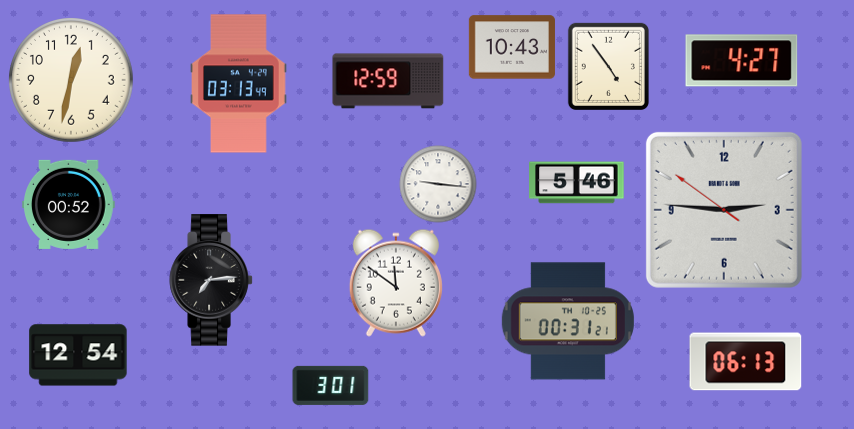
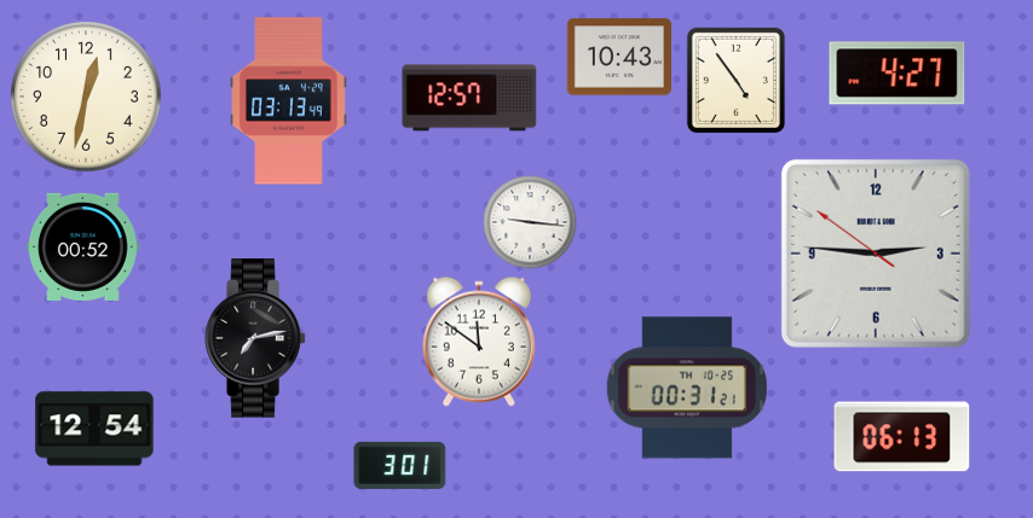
clock at (388, 81): 12:59 -> 12:57
clock at (577, 183): 5:46 -> none
clock at (211, 280): 7:14 -> 7:13
